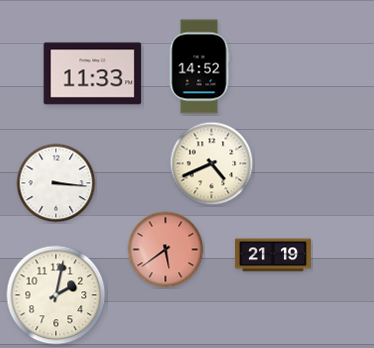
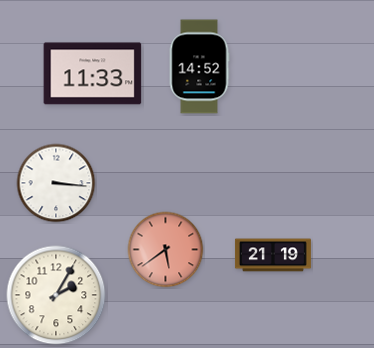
clock at (212, 164): 4:41 -> none
clock at (56, 295): 2:02 -> 2:05
